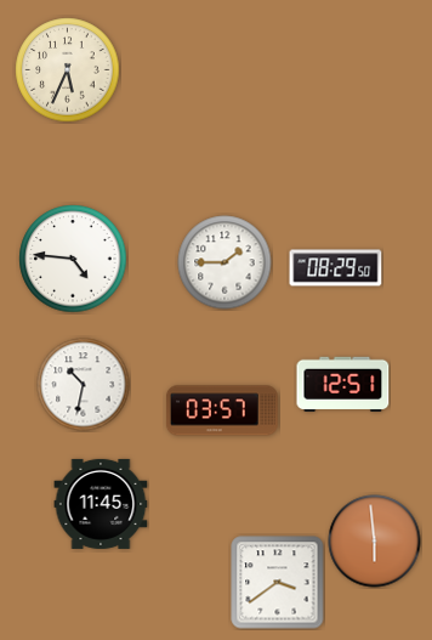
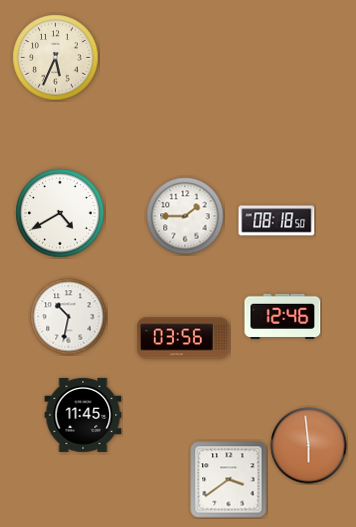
clock at (73, 259): 4:46 -> 4:40
clock at (336, 268): 08:29 -> 08:18
clock at (343, 384): 12:51 -> 12:46
clock at (223, 410): 03:57 -> 03:56
